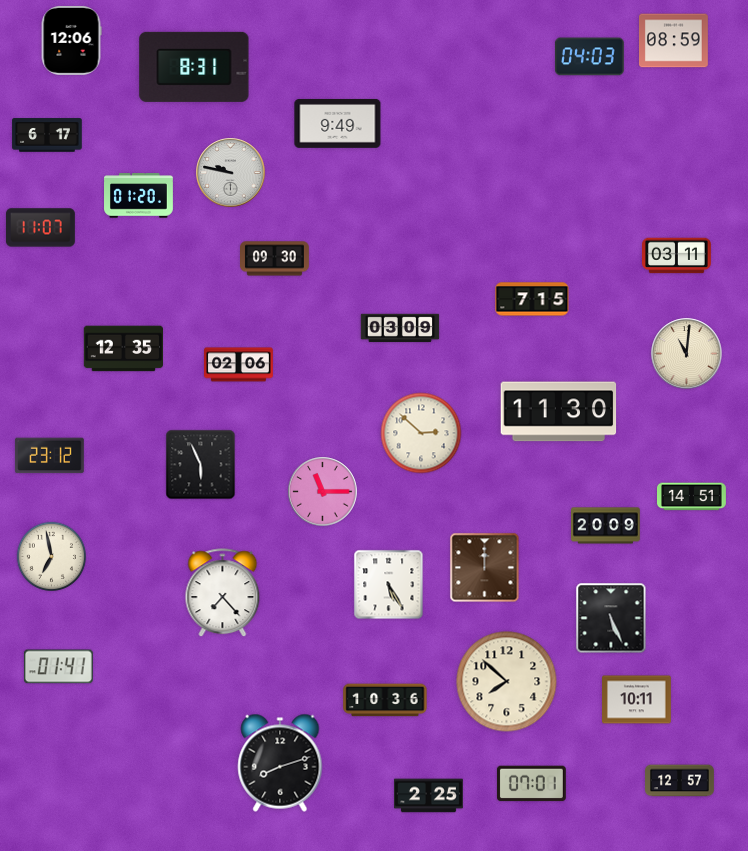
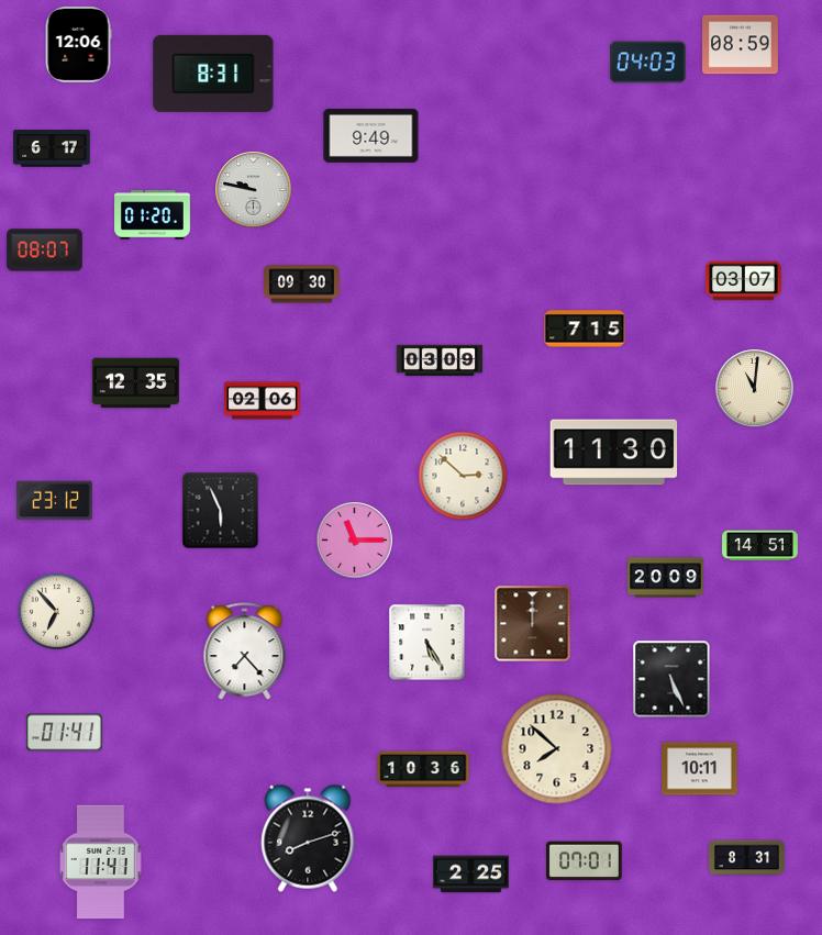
clock at (41, 228): 11:07 -> 08:07
clock at (677, 256): 03:11 -> 03:07
clock at (51, 556): 6:58 -> 6:53
clock at (680, 781): 12:57 -> 8:31
clock at (101, 862): none -> 11:41
